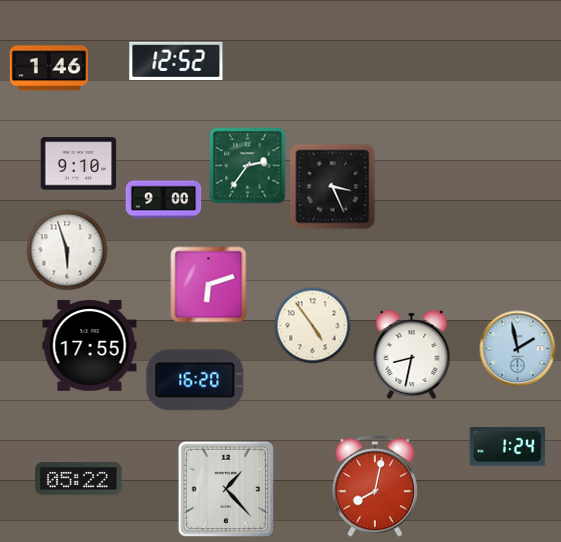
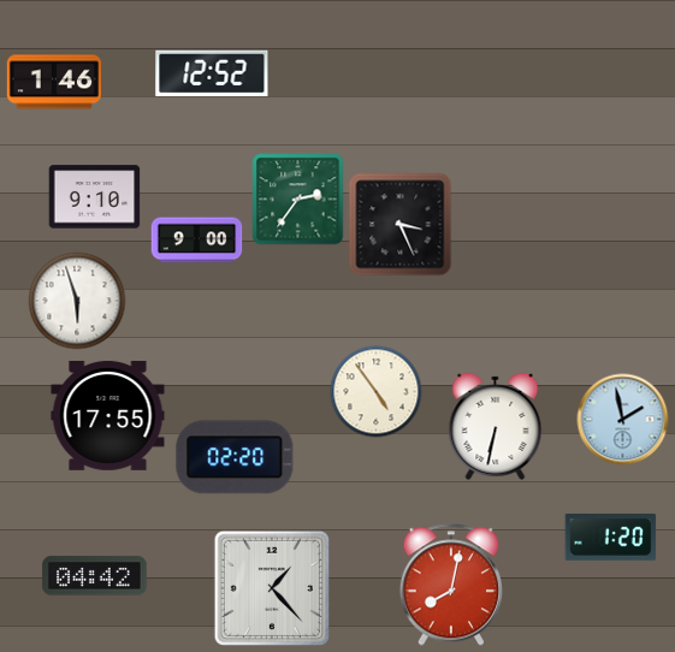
clock at (48, 68) position: (48, 68) -> (53, 82)
clock at (67, 250) position: (67, 250) -> (77, 301)
clock at (209, 285): 6:12 -> none
clock at (412, 354): 8:32 -> 6:32
clock at (195, 380): 16:20 -> 02:20
clock at (508, 446): 1:24 -> 1:20
clock at (79, 479): 05:22 -> 04:42
